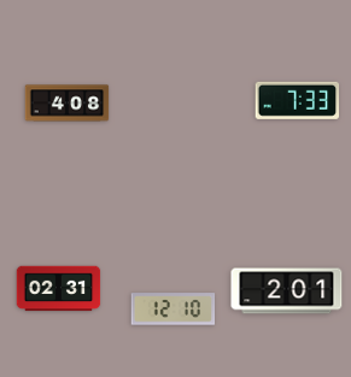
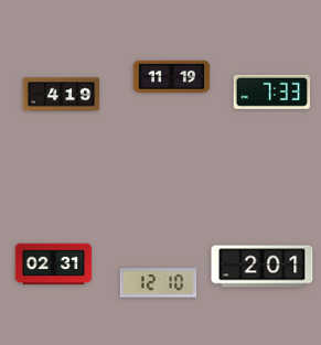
clock at (172, 77): none -> 11:19
clock at (68, 104): 4:08 -> 4:19
